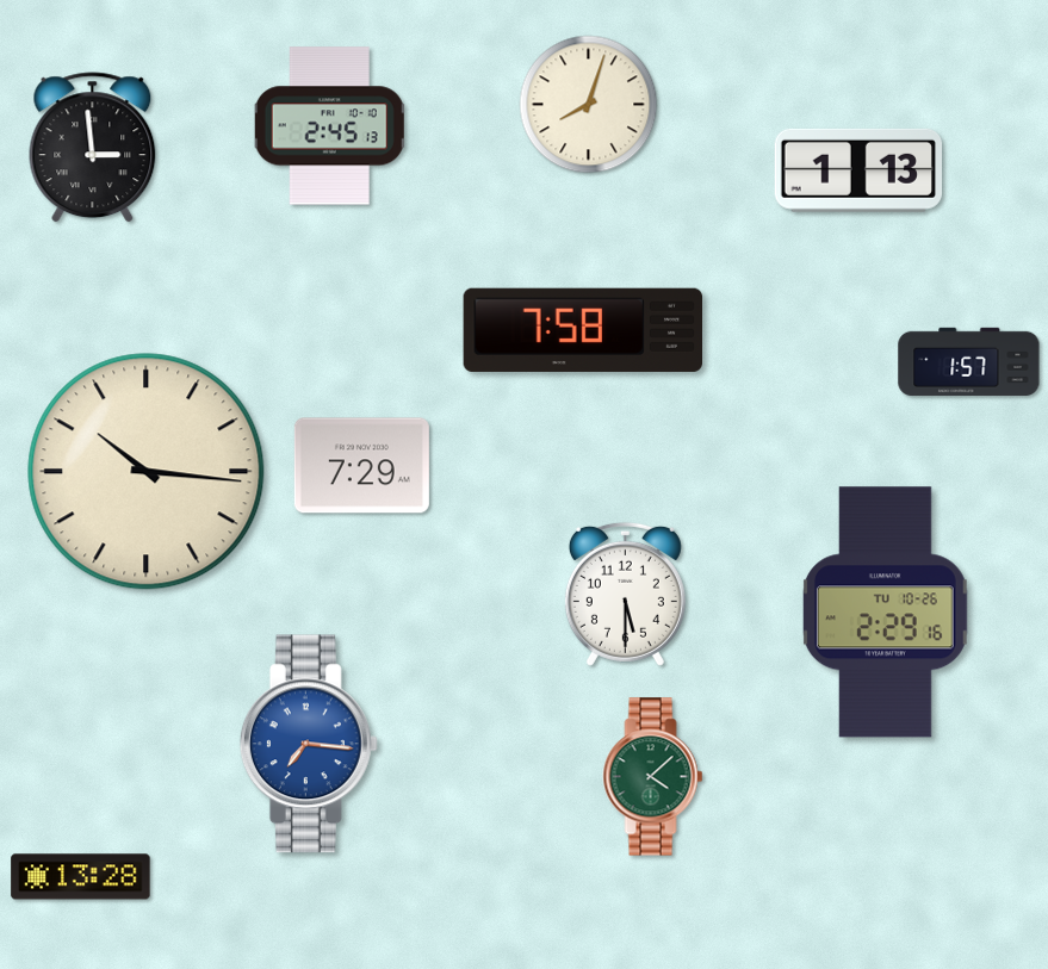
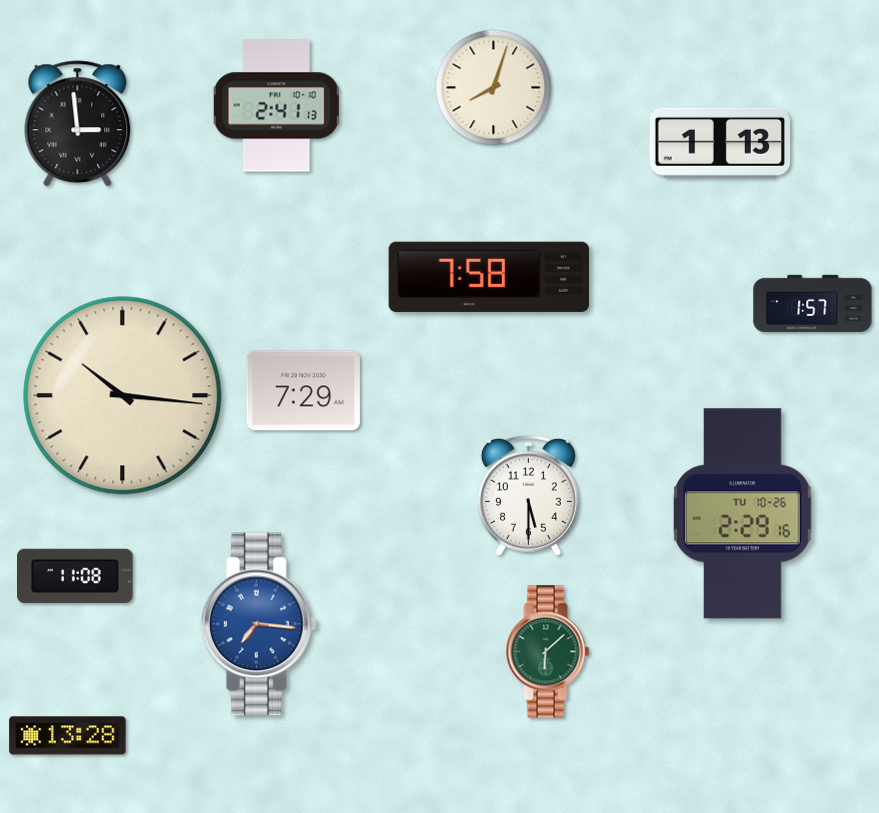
clock at (329, 126): 2:45 -> 2:41
clock at (625, 594) position: (625, 594) -> (528, 495)
clock at (75, 576): none -> 11:08
clock at (653, 777): 4:08 -> 6:08
